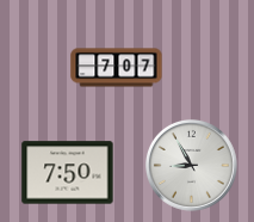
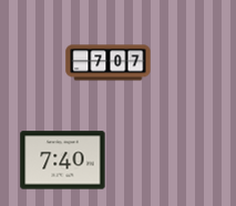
clock at (191, 165): 8:55 -> none
clock at (68, 173): 7:50 -> 7:40
